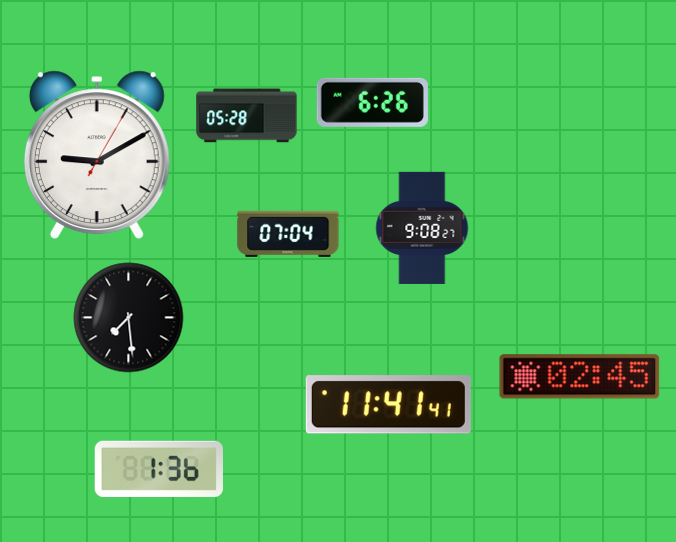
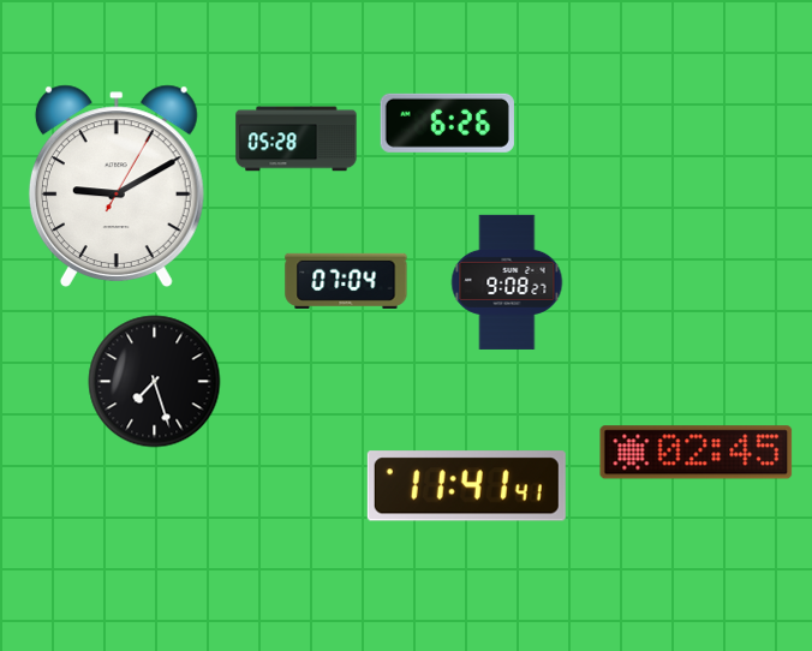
clock at (422, 228) position: (422, 228) -> (507, 282)
clock at (129, 318): 7:29 -> 7:27
clock at (159, 469): 1:36 -> none
